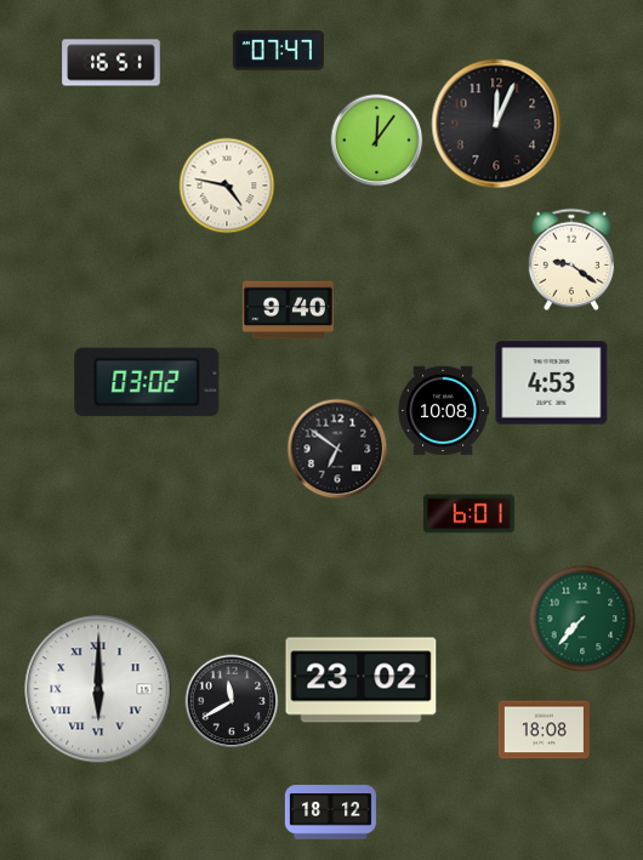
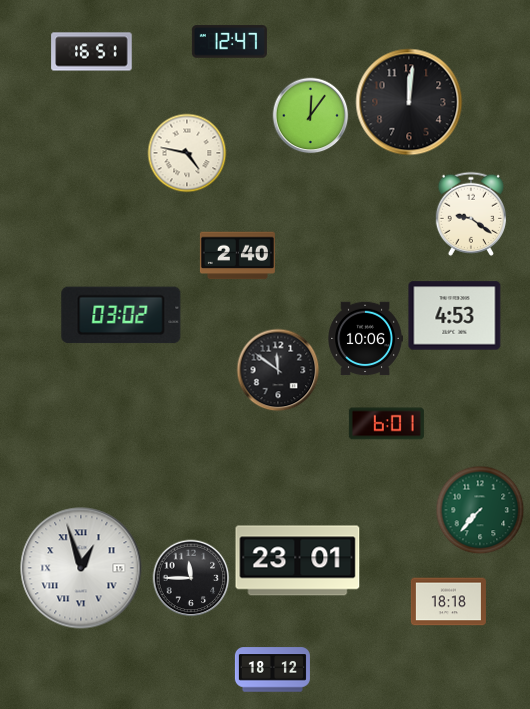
clock at (278, 51): 07:47 -> 12:47
clock at (496, 124): 12:04 -> 12:01
clock at (288, 311): 9:40 -> 2:40
clock at (443, 411): 10:08 -> 10:06
clock at (337, 449): 6:51 -> 11:51
clock at (362, 680): 23:02 -> 23:01
clock at (98, 689): 6:00 -> 12:57
clock at (232, 701): 11:40 -> 11:45
clock at (544, 730): 18:08 -> 18:18
